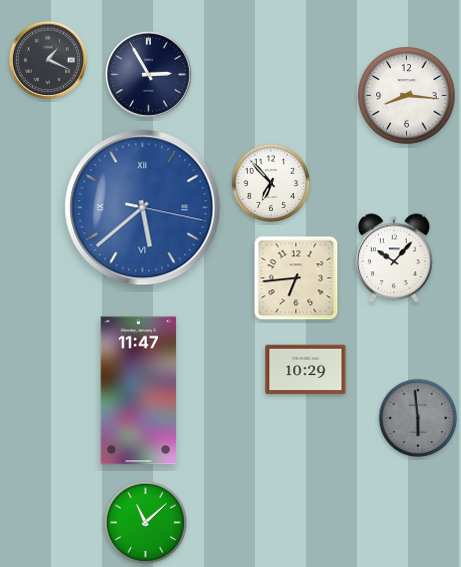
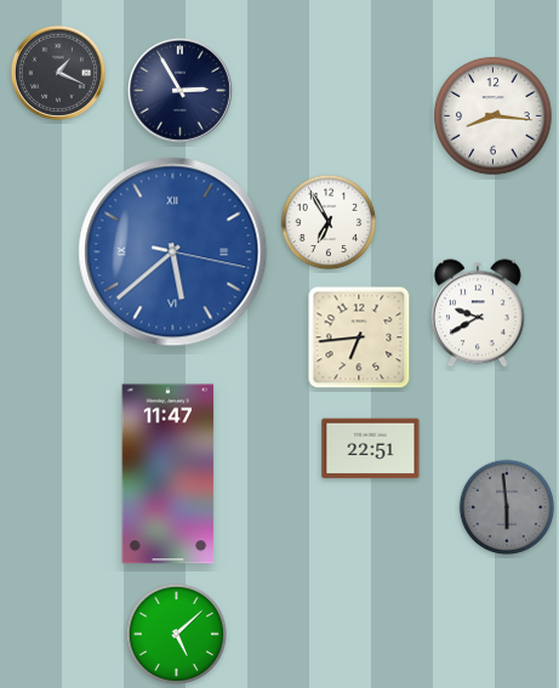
clock at (271, 183): 6:53 -> 6:55
clock at (394, 258): 10:07 -> 9:40
clock at (306, 370): 10:29 -> 22:51
clock at (145, 522): 11:08 -> 5:08
